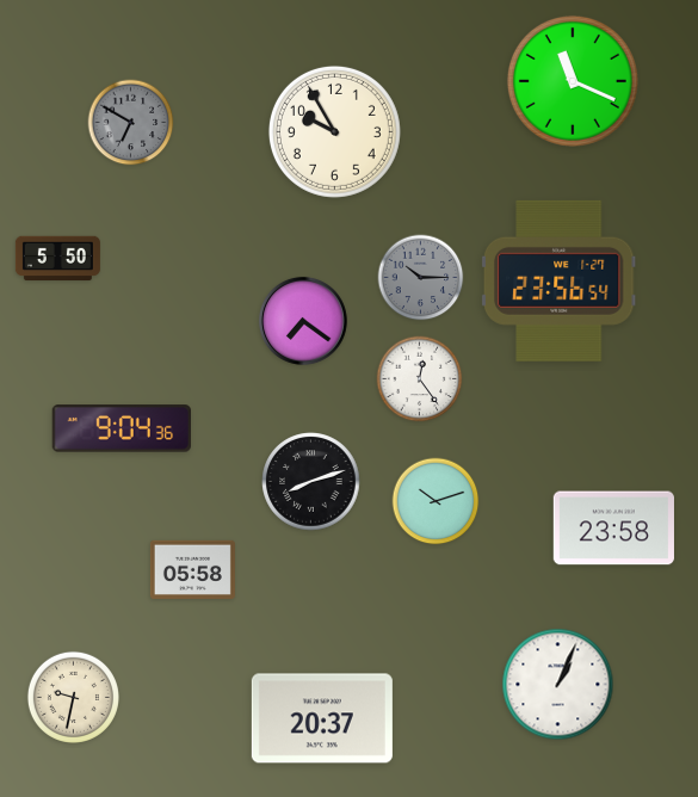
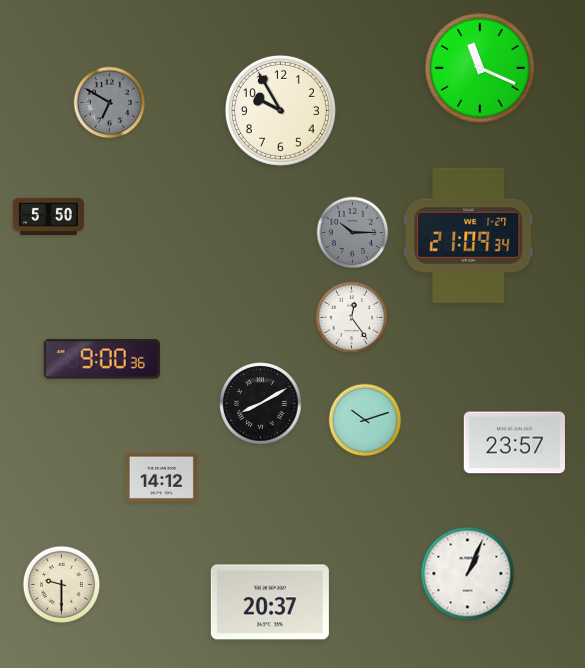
clock at (558, 280): 23:56 -> 21:09
clock at (303, 321): 7:21 -> none
clock at (121, 428): 9:04 -> 9:00
clock at (311, 482): 8:12 -> 8:10
clock at (613, 529): 23:58 -> 23:57
clock at (192, 569): 05:58 -> 14:12
clock at (73, 697): 9:32 -> 9:30
